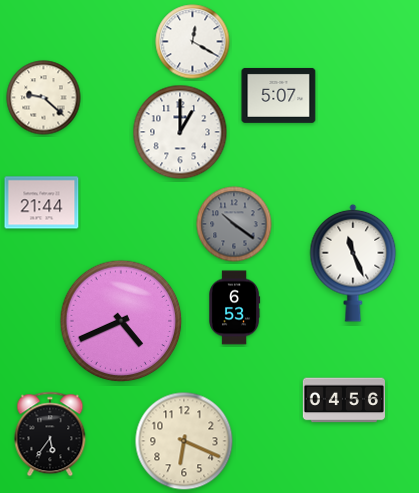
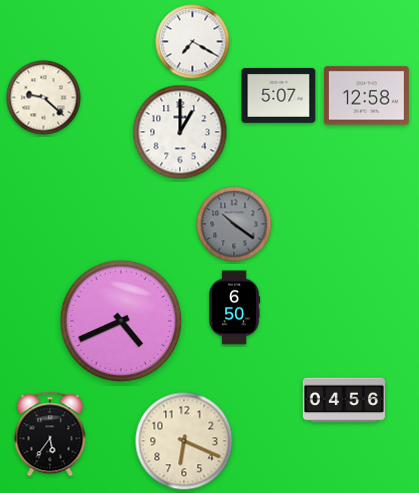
clock at (193, 42): 12:20 -> 7:20
clock at (366, 96): none -> 12:58
clock at (42, 203): 21:44 -> none
clock at (353, 263): 11:26 -> none
clock at (235, 308): 6:53 -> 6:50
